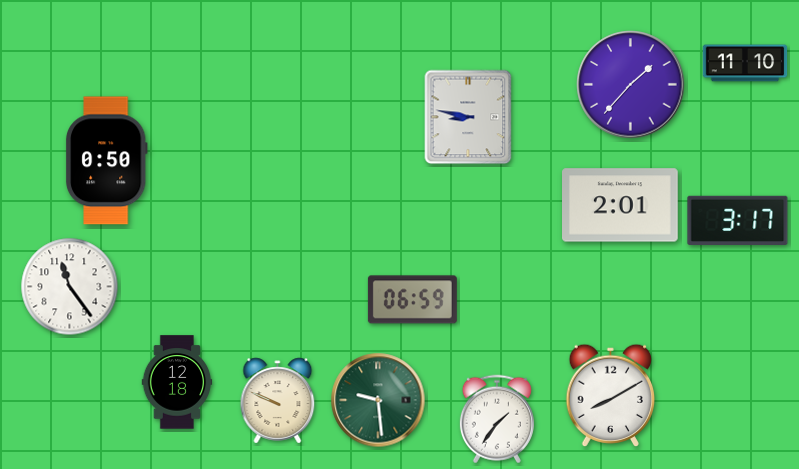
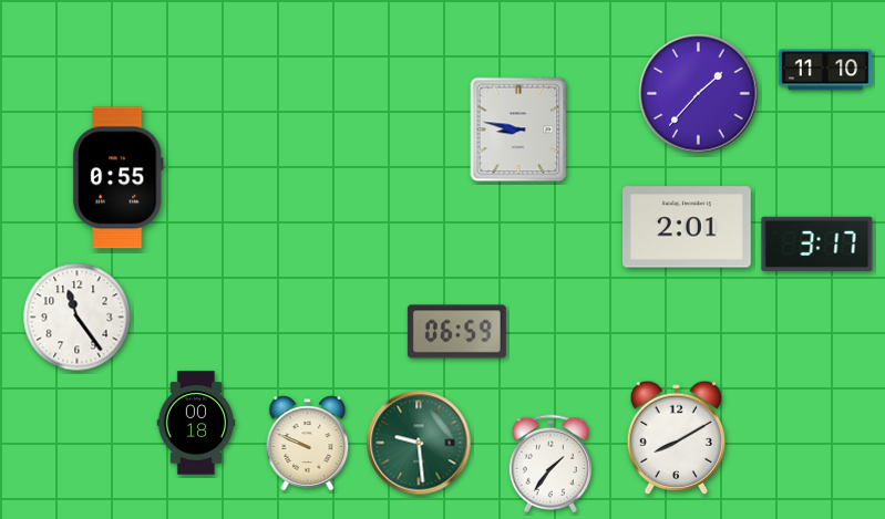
clock at (106, 161): 0:50 -> 0:55
clock at (177, 382): 12:18 -> 00:18
